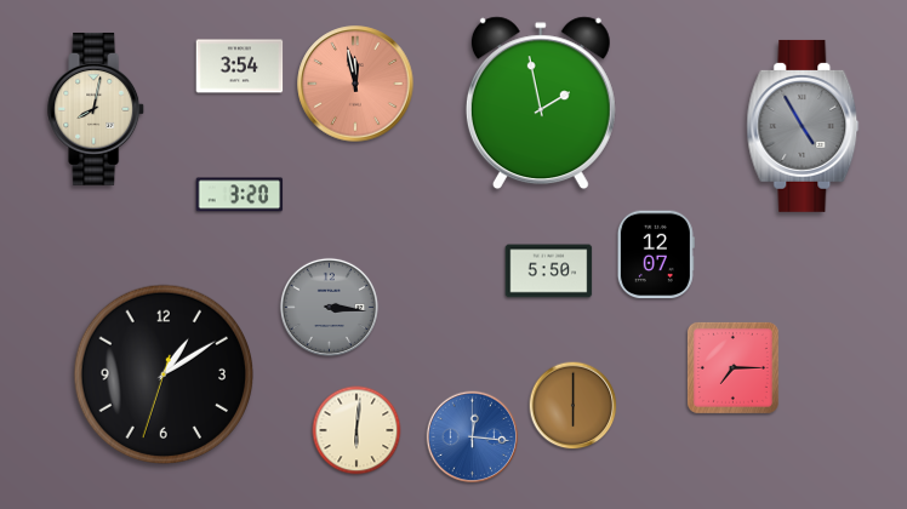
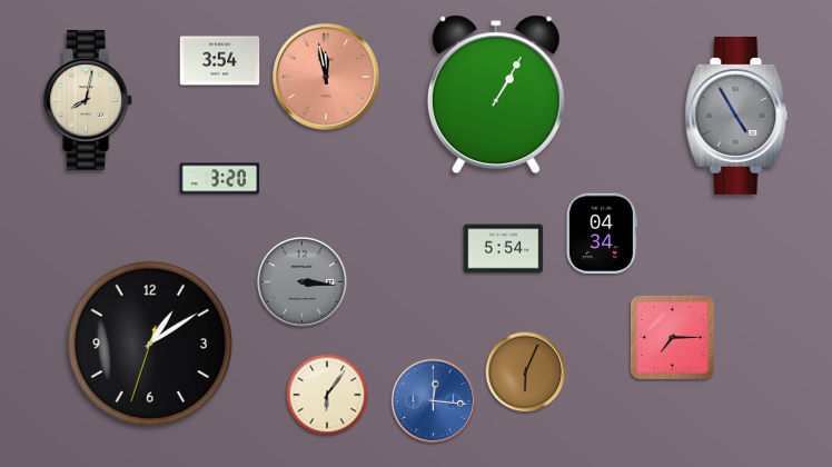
clock at (541, 103): 1:58 -> 1:05
clock at (656, 254): 12:07 -> 04:34
clock at (549, 271): 5:50 -> 5:54
clock at (574, 406): 6:00 -> 6:04
clock at (356, 430): 6:01 -> 6:06
